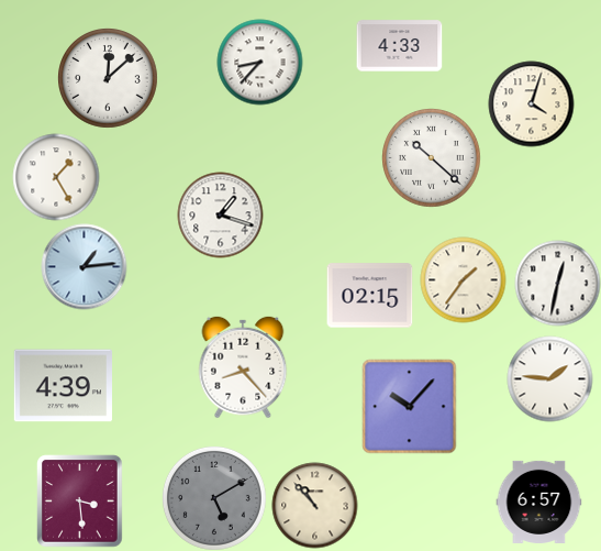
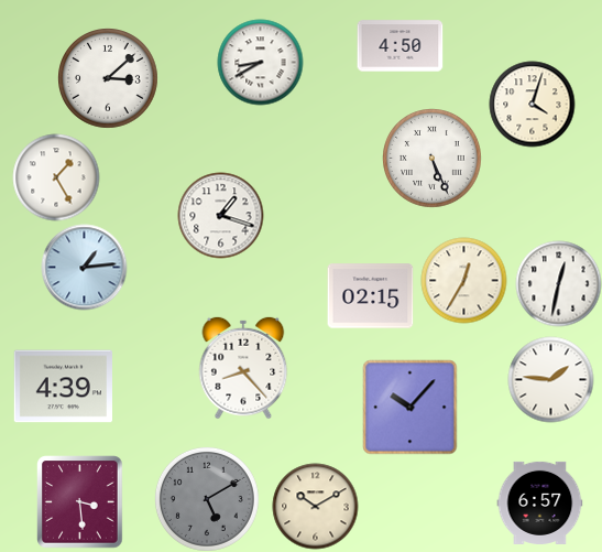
clock at (399, 46): 4:33 -> 4:50
clock at (259, 62): 8:37 -> 8:40
clock at (108, 78): 12:08 -> 3:08
clock at (431, 157): 10:22 -> 5:26
clock at (463, 279): 1:36 -> 12:35
clock at (214, 498) position: (214, 498) -> (207, 499)
clock at (314, 505): 10:53 -> 10:10
